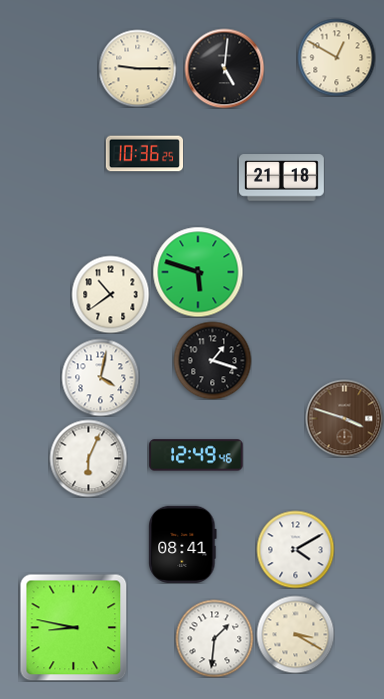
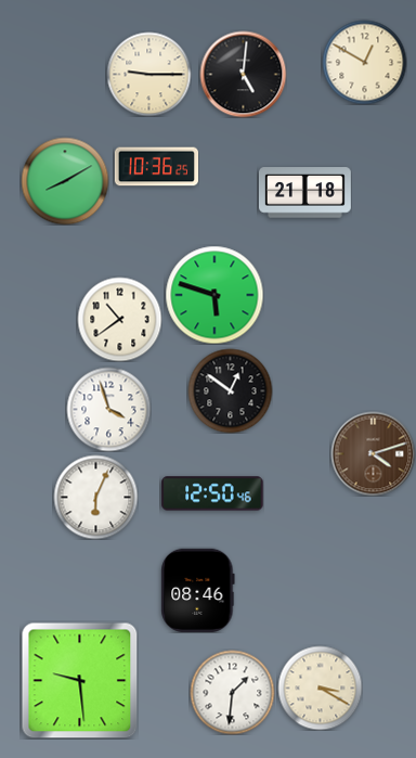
clock at (65, 181): none -> 8:10
clock at (212, 360): 1:18 -> 12:51
clock at (100, 377): 4:02 -> 3:57
clock at (344, 418): 3:48 -> 4:12
clock at (196, 455): 12:49 -> 12:50
clock at (183, 544): 08:41 -> 08:46
clock at (295, 549): 4:10 -> none
clock at (73, 627): 8:47 -> 9:29
